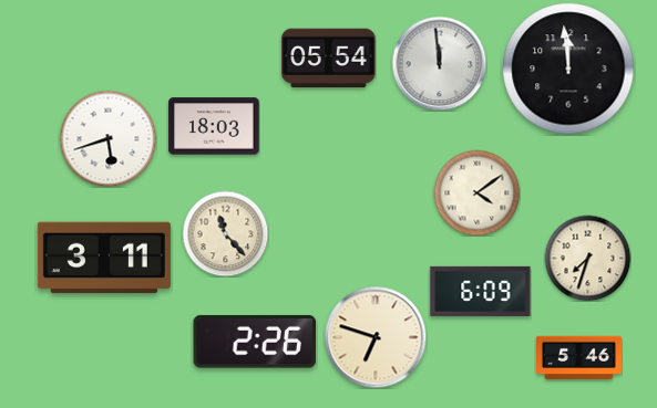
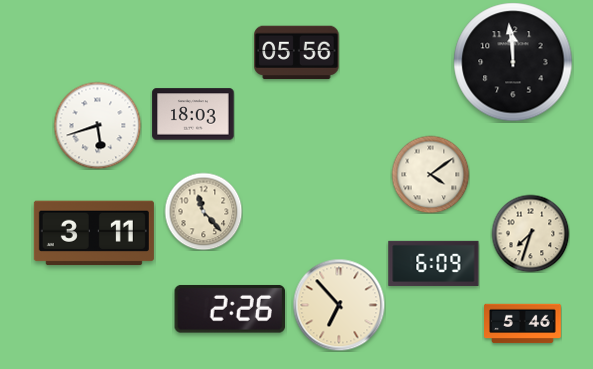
clock at (329, 59): 05:54 -> 05:56
clock at (439, 63): 11:59 -> none
clock at (376, 337): 6:48 -> 6:53
